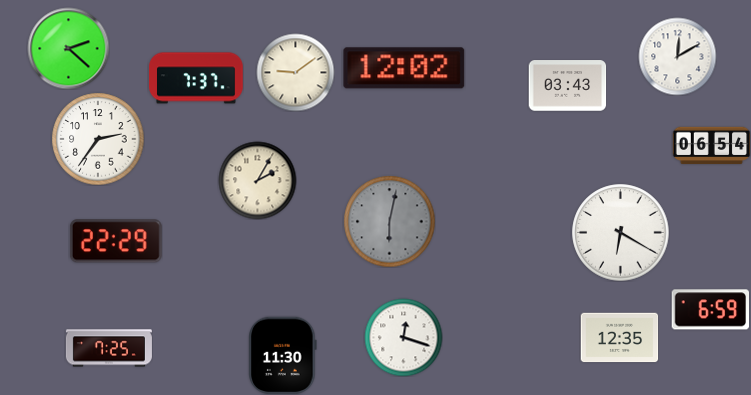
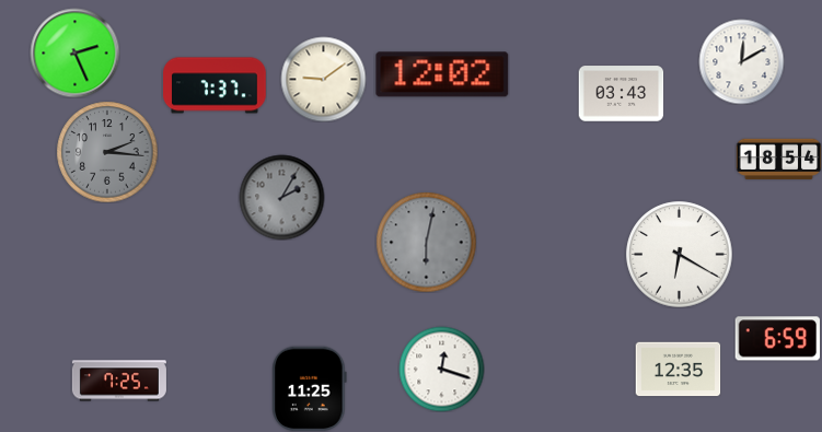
clock at (68, 48): 2:22 -> 2:26
clock at (98, 139): 2:36 -> 2:16
clock at (98, 139) dial: white -> grey
clock at (711, 146): 06:54 -> 18:54
clock at (257, 180) dial: cream -> grey
clock at (116, 241): 22:29 -> none
clock at (283, 355): 11:30 -> 11:25
